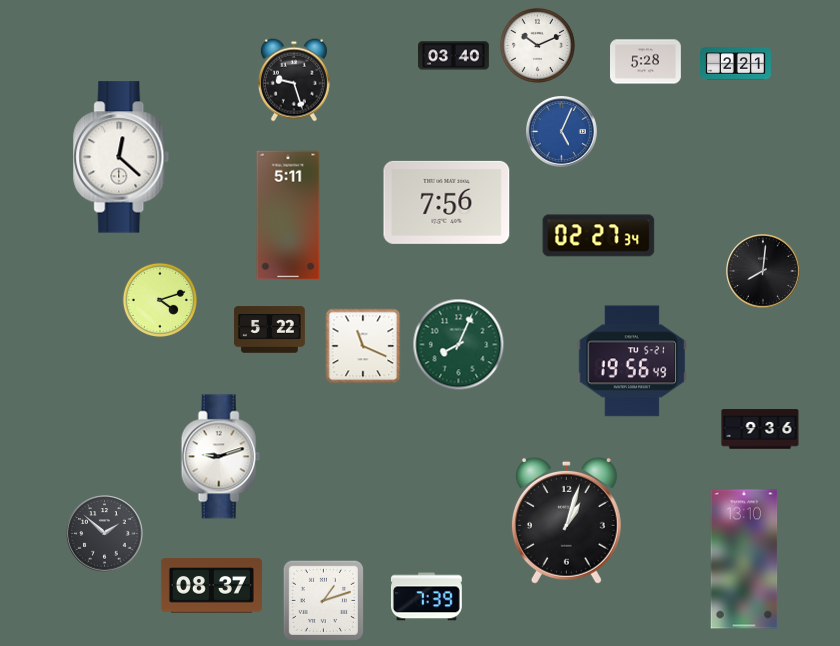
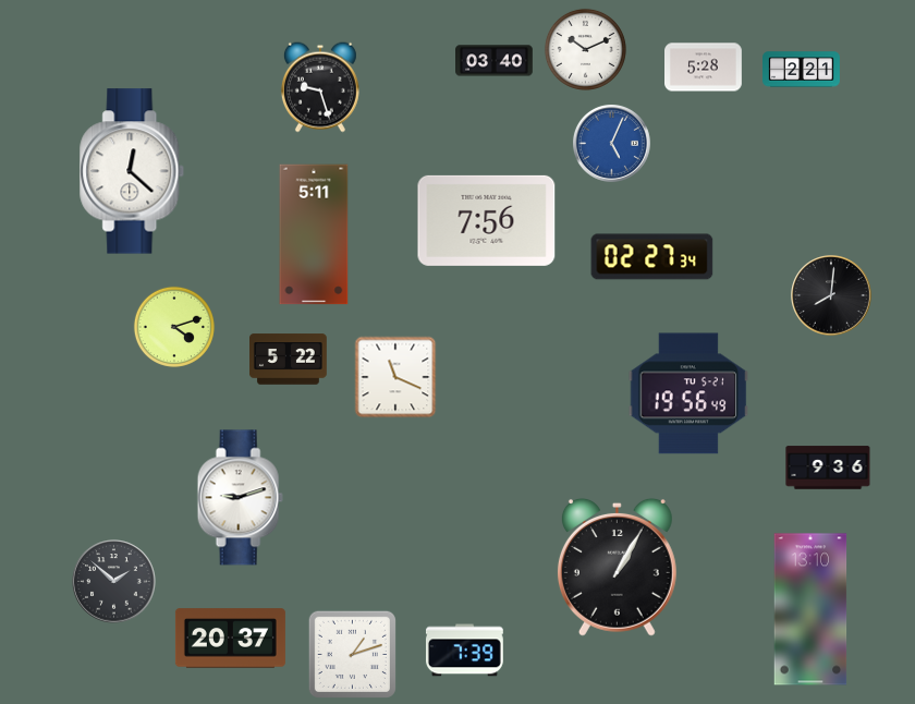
clock at (270, 330) position: (270, 330) -> (289, 360)
clock at (459, 345): 8:04 -> none
clock at (566, 520): 1:03 -> 1:05
clock at (211, 586): 08:37 -> 20:37
